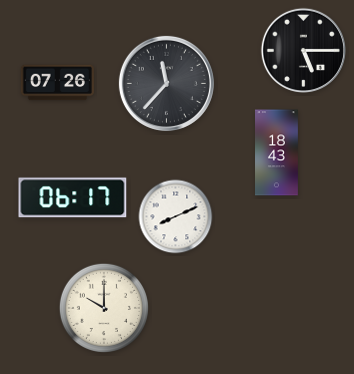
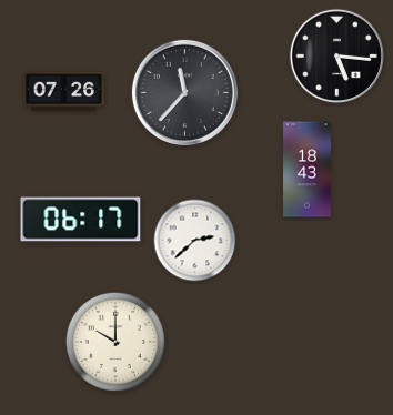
clock at (303, 50): 5:15 -> 5:16
clock at (176, 217): 8:11 -> 2:38
